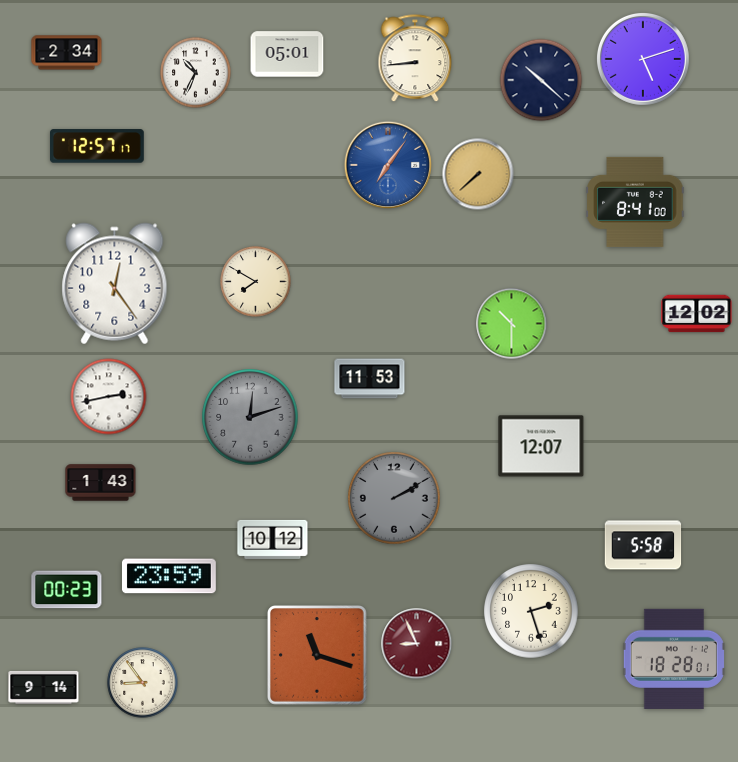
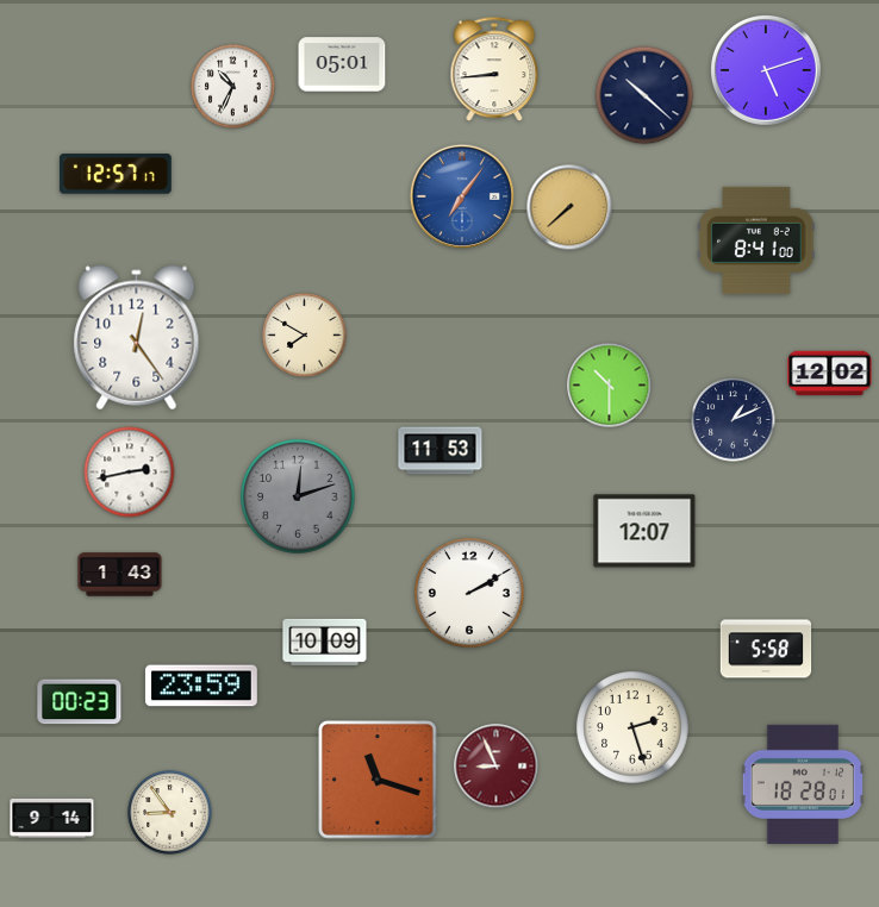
clock at (67, 53): 2:34 -> none
clock at (734, 420): none -> 1:11
clock at (395, 499) dial: grey -> white
clock at (273, 539): 10:12 -> 10:09
